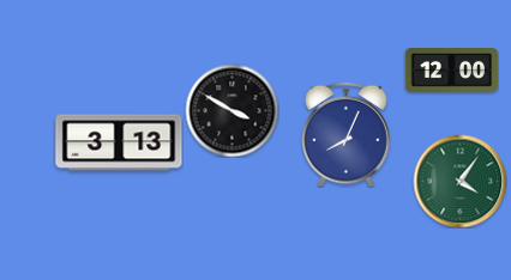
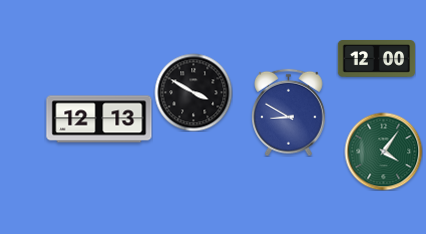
clock at (347, 134): 8:04 -> 8:50
clock at (119, 142): 3:13 -> 12:13
